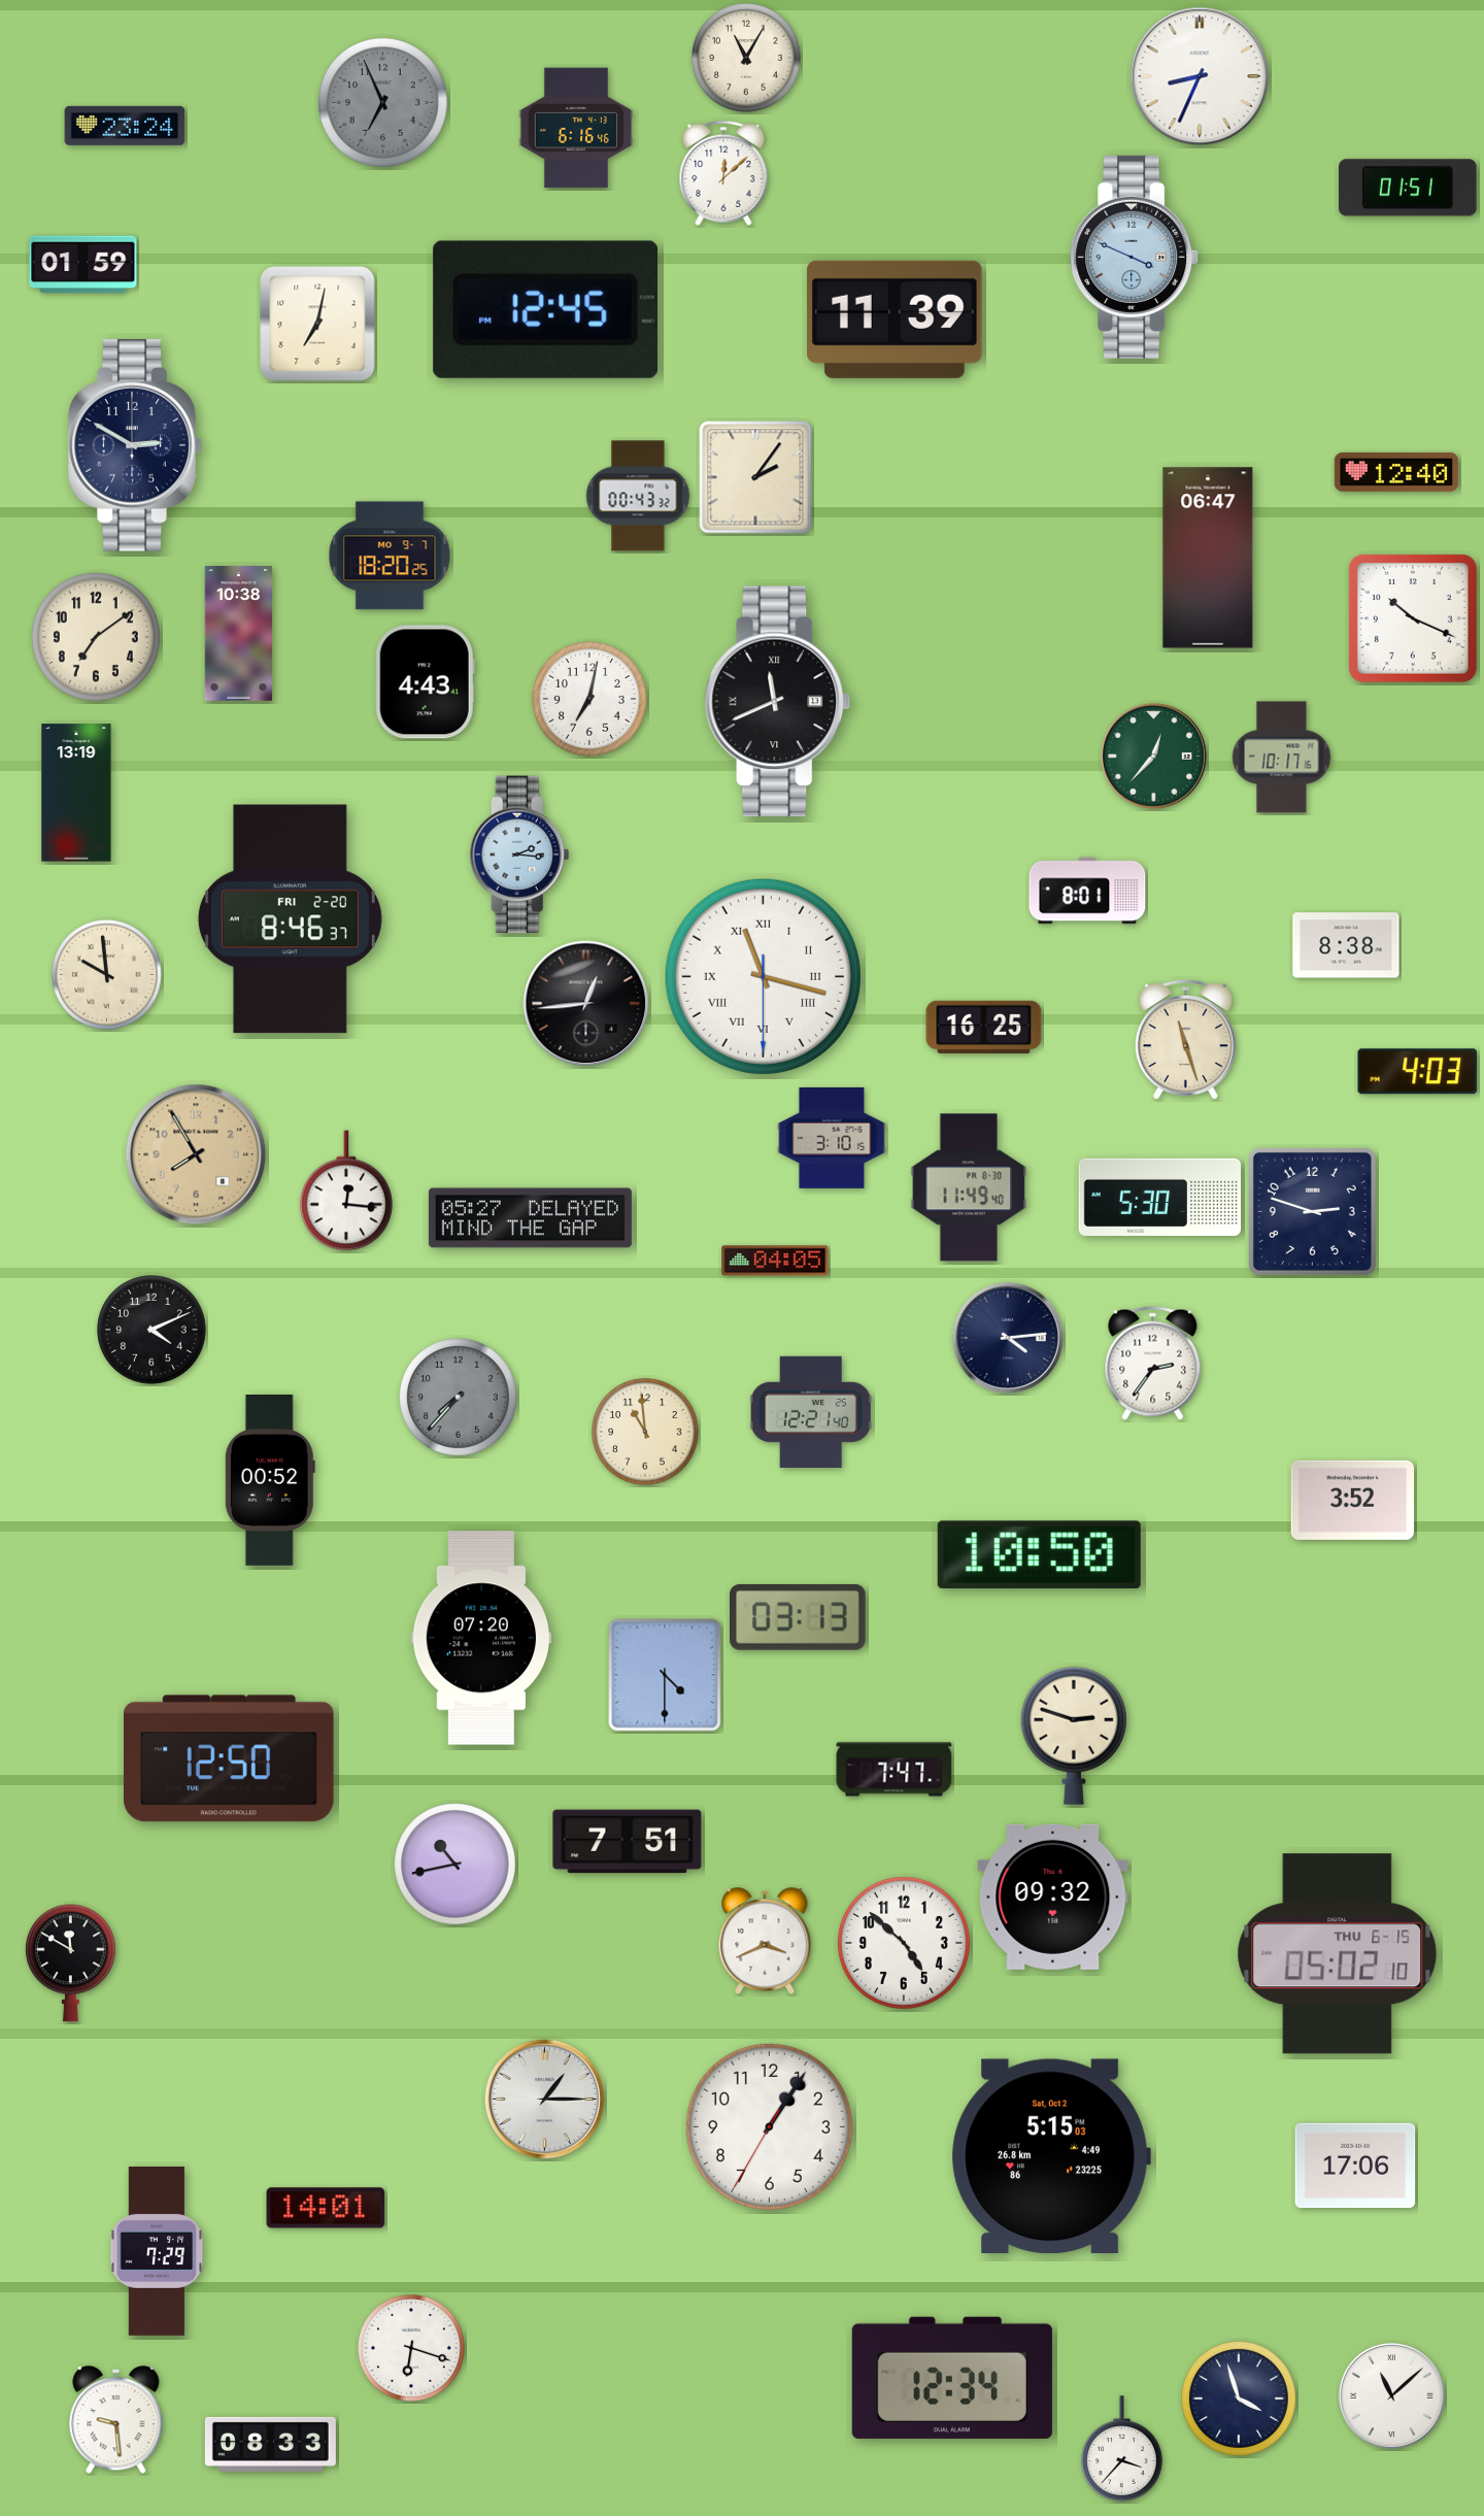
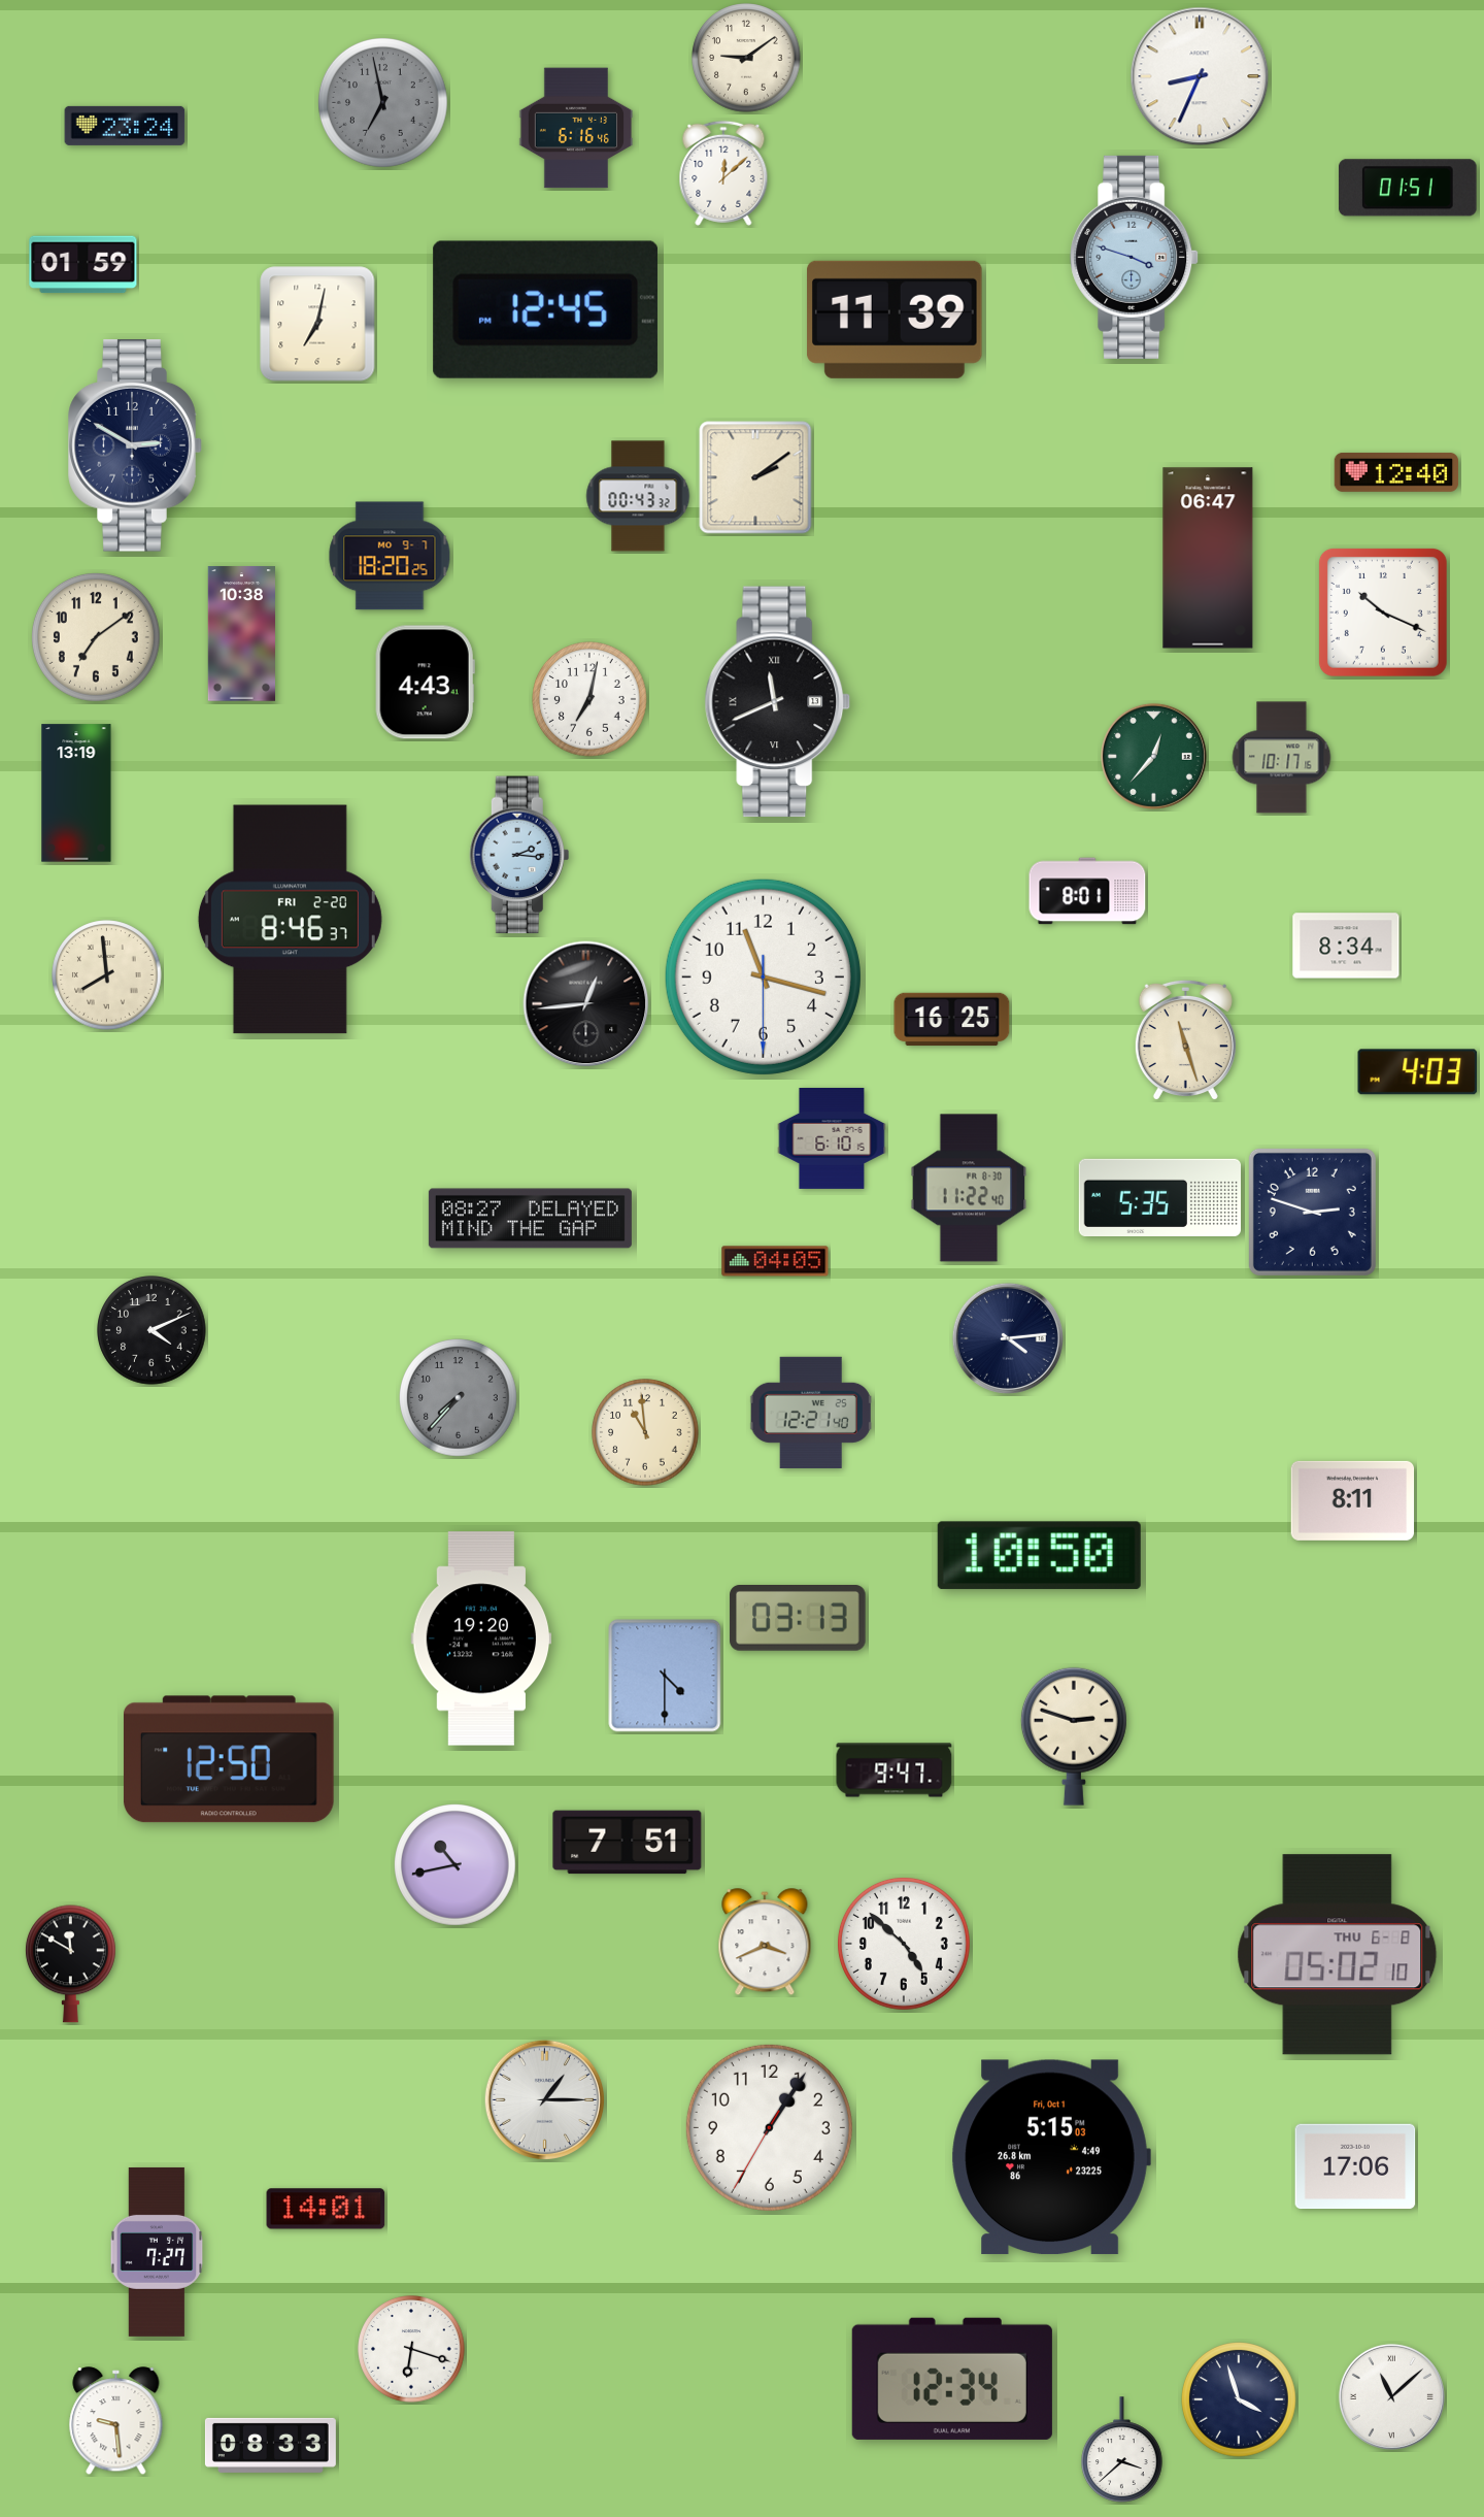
clock at (746, 58): 11:05 -> 9:09
clock at (382, 102): 6:56 -> 6:58
clock at (1135, 257): 3:49 -> 3:48
clock at (755, 477): 2:06 -> 2:09
clock at (1413, 618) position: (1413, 618) -> (1383, 612)
clock at (239, 634) position: (239, 634) -> (242, 634)
clock at (1346, 945): 8:38 -> 8:34
clock at (107, 975): 9:59 -> 7:59
clock at (763, 976) numerals: Roman -> Arabic
clock at (984, 1028) position: (984, 1028) -> (952, 1020)
clock at (832, 1138): 3:10 -> 6:10
clock at (196, 1154): 7:55 -> none
clock at (969, 1187): 11:49 -> 11:22
clock at (346, 1190): 12:16 -> none
clock at (1159, 1197): 5:30 -> 5:35
clock at (530, 1218): 05:27 -> 08:27
clock at (1153, 1363): 2:36 -> none
clock at (270, 1481): 00:52 -> none
clock at (1353, 1500): 3:52 -> 8:11
clock at (481, 1638): 07:20 -> 19:20
clock at (895, 1770): 7:47 -> 9:47
clock at (1053, 1897): 09:32 -> none
clock at (1338, 1954) date: THU 6-15 -> THU 6-8
clock at (1051, 2156) date: Sat, Oct 2 -> Fri, Oct 1
clock at (157, 2251): 7:29 -> 7:27
clock at (1122, 2449): 3:37 -> 3:38
